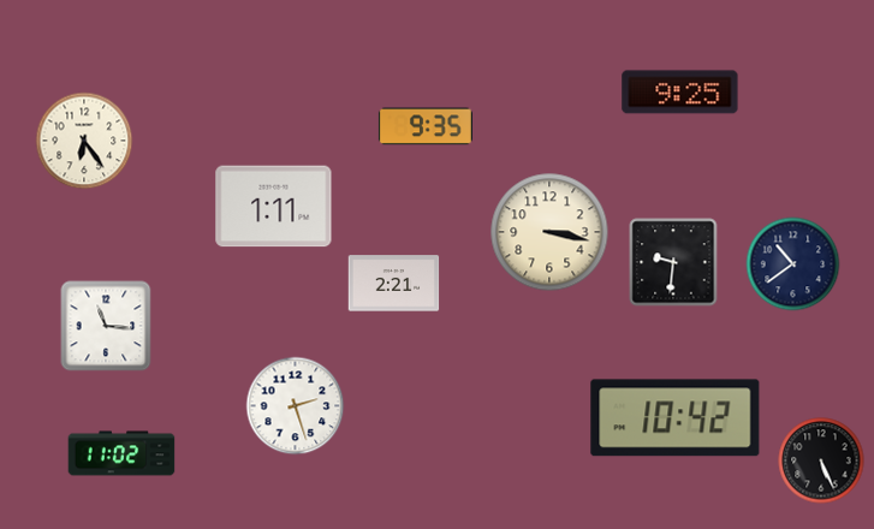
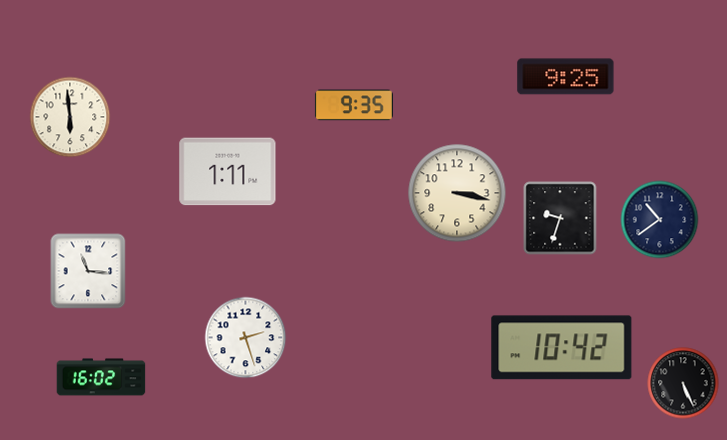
clock at (84, 141): 6:24 -> 5:59
clock at (673, 262): 9:31 -> 9:33
clock at (394, 284): 2:21 -> none
clock at (121, 453): 11:02 -> 16:02
